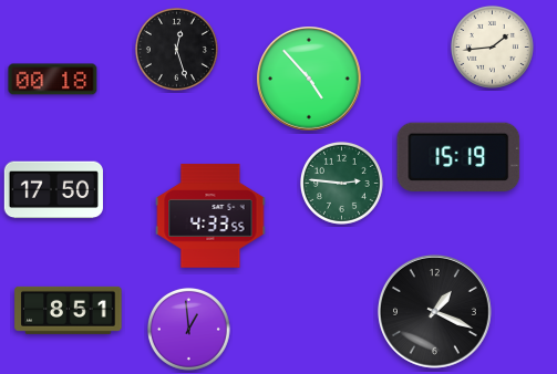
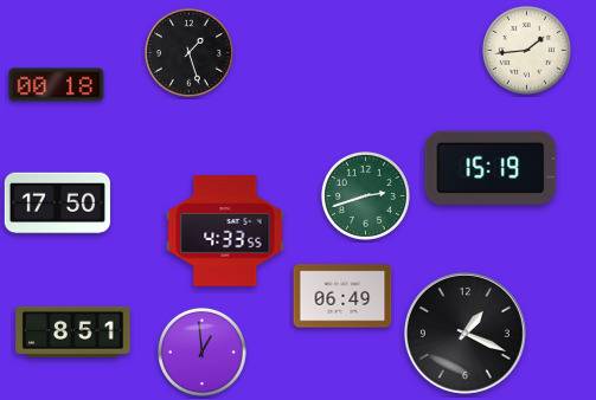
clock at (176, 49): 12:27 -> 1:27
clock at (309, 79): 4:53 -> none
clock at (341, 183): 2:46 -> 2:42
clock at (342, 296): none -> 06:49
